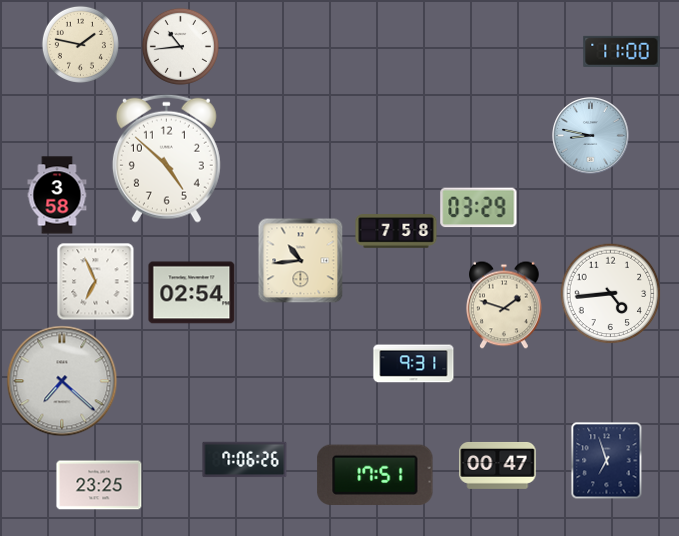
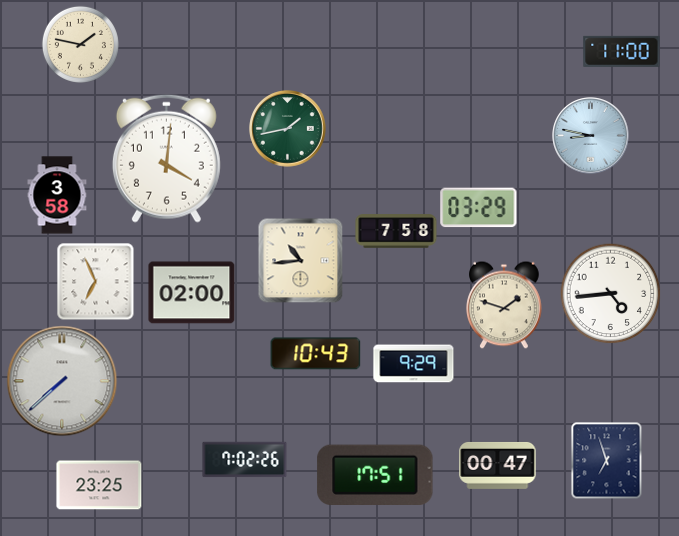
clock at (180, 46): 10:44 -> none
clock at (288, 129): none -> 1:43
clock at (166, 158): 4:52 -> 4:01
clock at (192, 293): 02:54 -> 02:00
clock at (316, 354): none -> 10:43
clock at (414, 364): 9:31 -> 9:29
clock at (62, 381): 7:22 -> 7:38
clock at (245, 460): 7:06 -> 7:02
